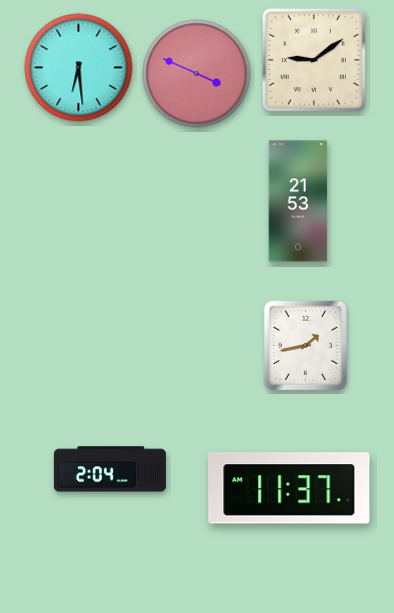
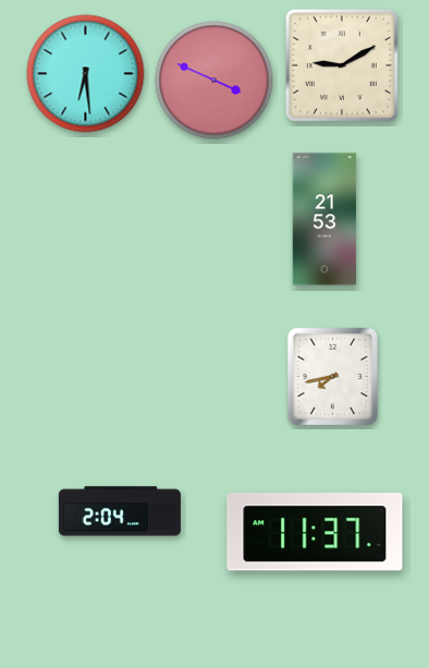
clock at (314, 60): 9:09 -> 9:10
clock at (306, 346): 1:43 -> 7:43
